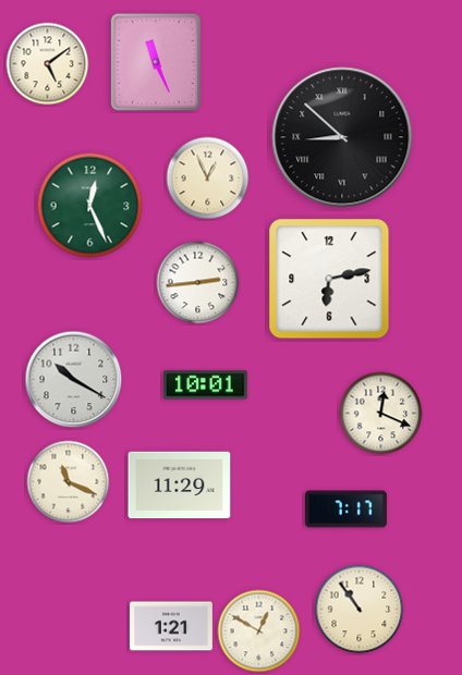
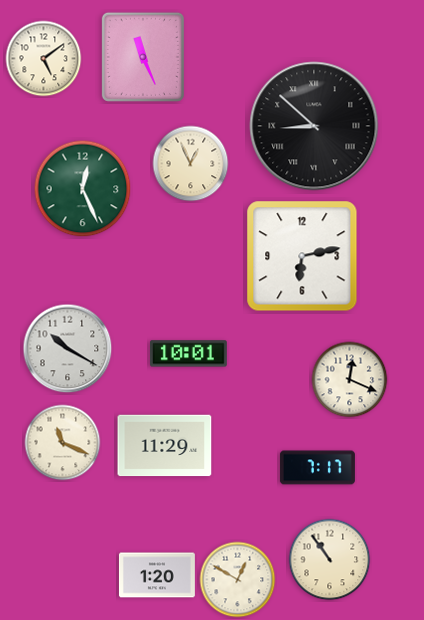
clock at (198, 283): 2:44 -> none
clock at (171, 626): 1:21 -> 1:20
